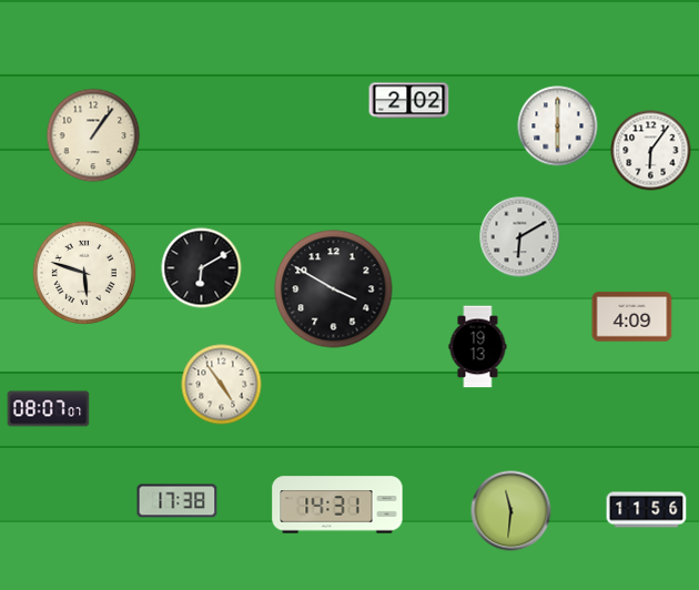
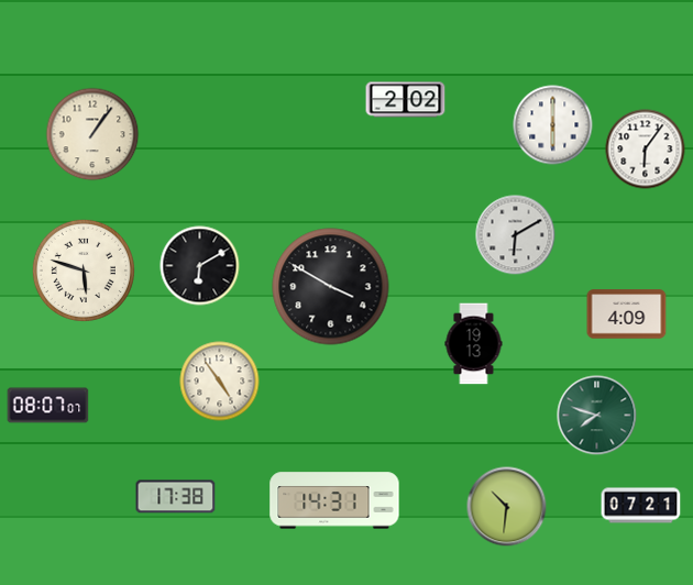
clock at (597, 416): none -> 7:48
clock at (647, 510): 11:56 -> 07:21
clock at (511, 511): 11:31 -> 10:31
